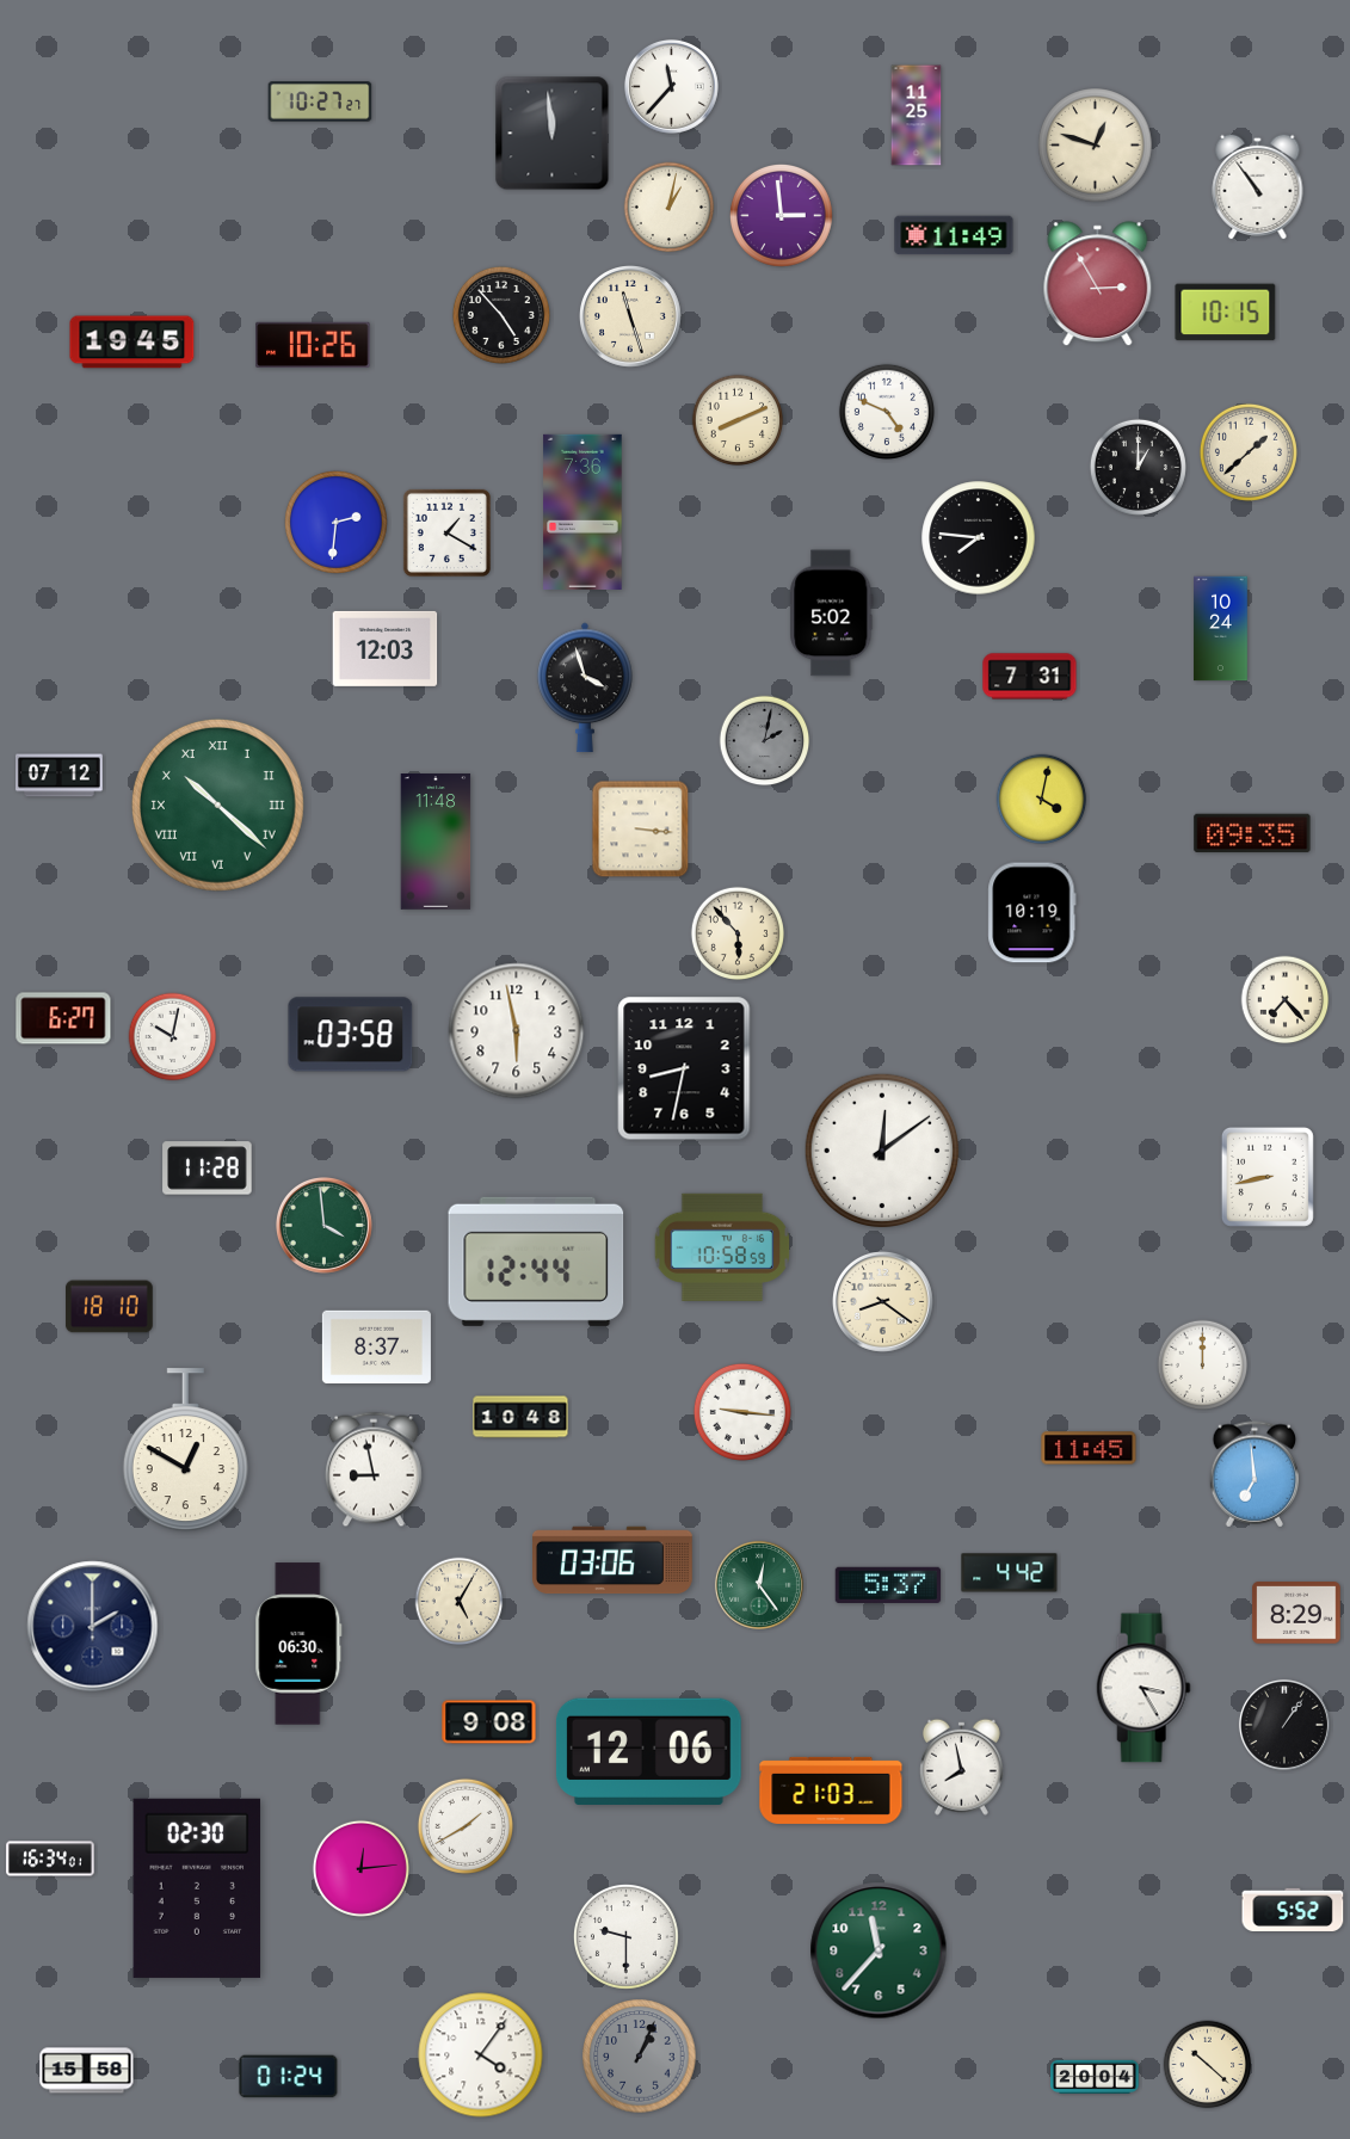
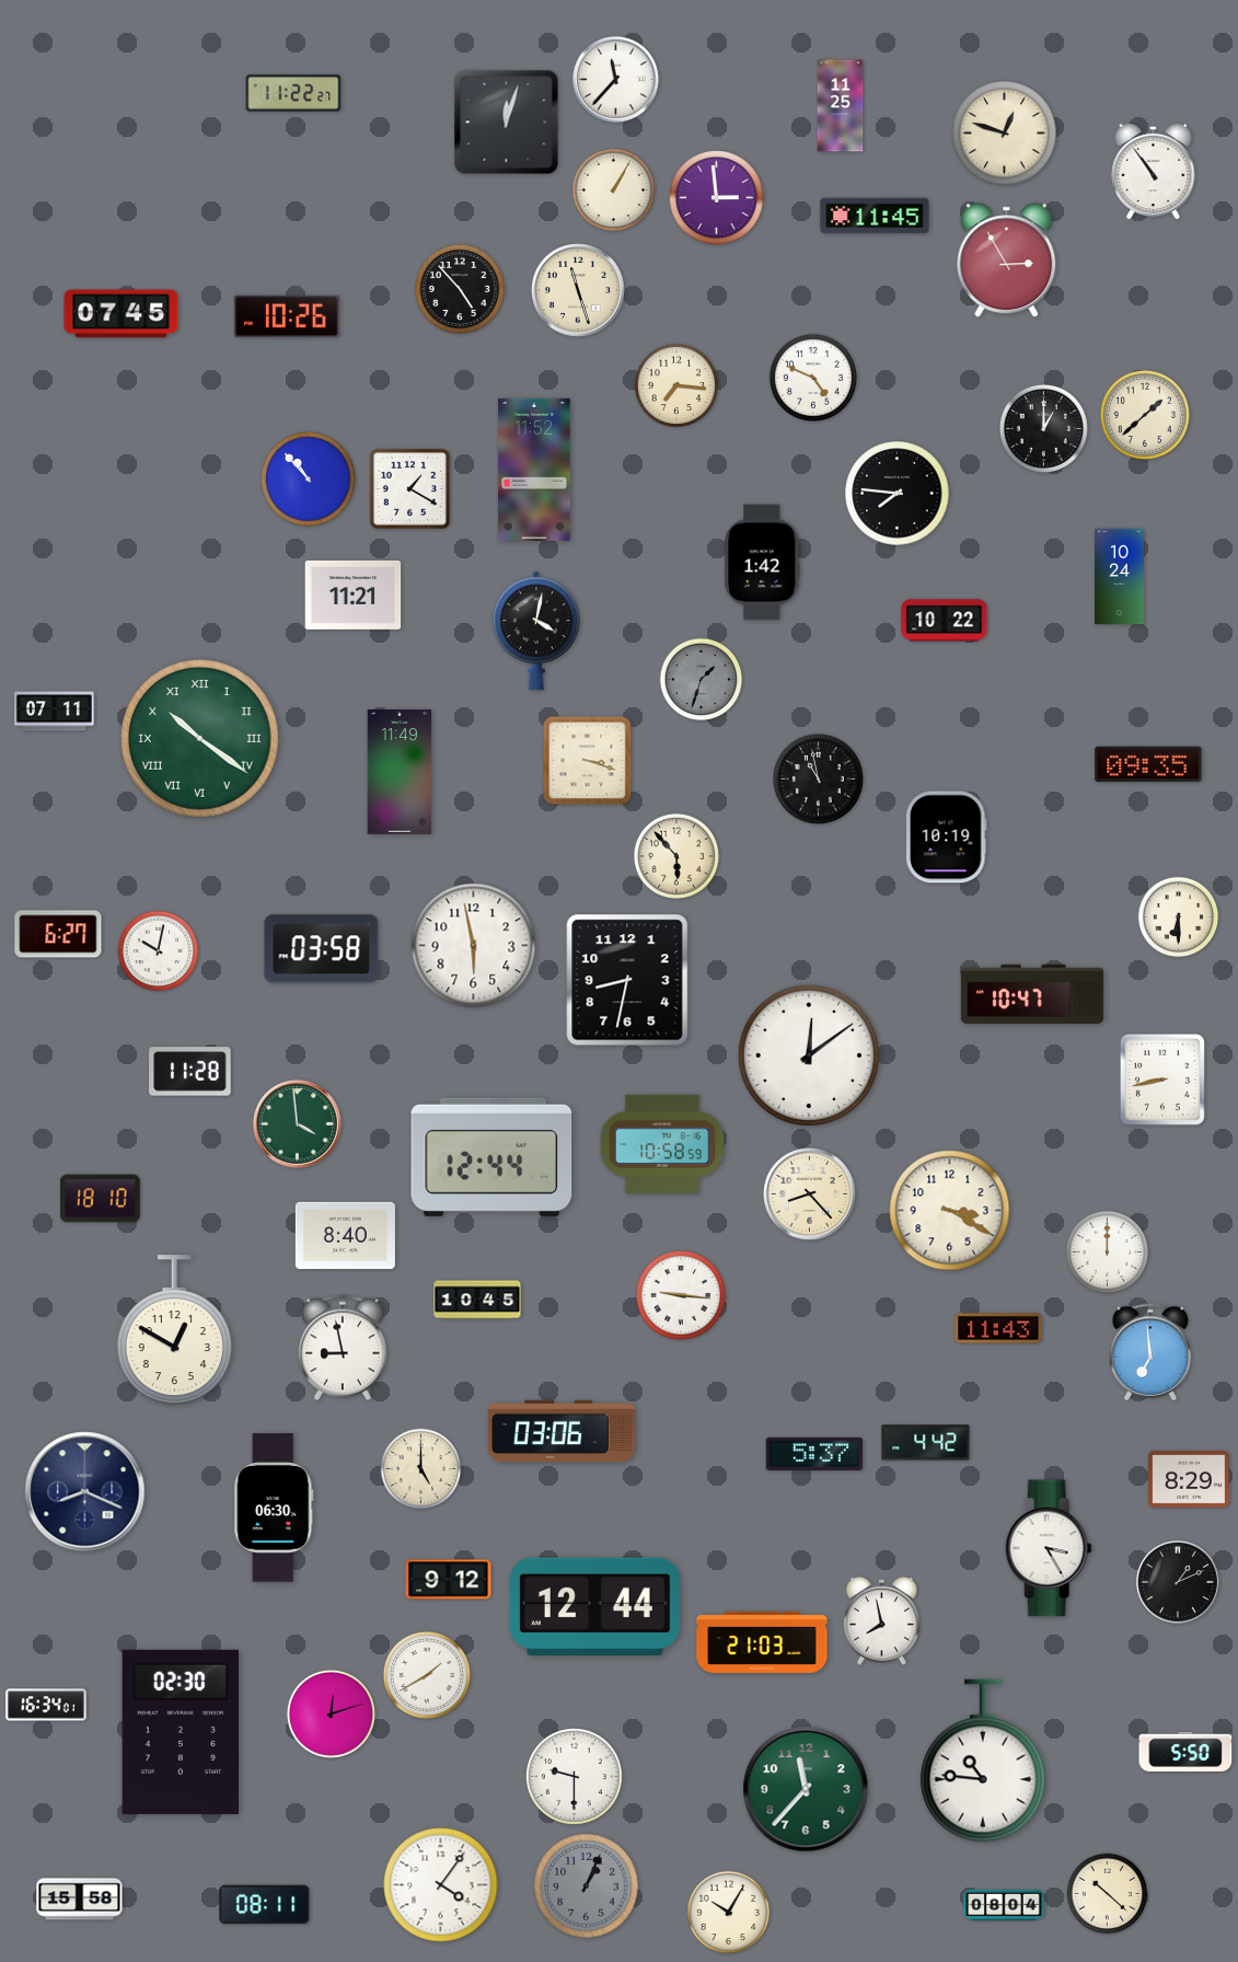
clock at (320, 101): 10:27 -> 11:22
clock at (553, 134): 11:59 -> 12:03
clock at (670, 208): 1:02 -> 1:05
clock at (954, 235): 11:49 -> 11:45
clock at (1226, 313): 10:15 -> none
clock at (132, 343): 19:45 -> 07:45
clock at (738, 420): 8:11 -> 7:16
clock at (582, 512): 7:36 -> 11:52
clock at (335, 522): 2:31 -> 10:53
clock at (832, 614): 5:02 -> 1:42
clock at (386, 648): 12:03 -> 11:21
clock at (1030, 677): 7:31 -> 10:22
clock at (585, 688): 3:57 -> 4:02
clock at (765, 741): 2:02 -> 1:33
clock at (60, 776): 07:12 -> 07:11
clock at (1042, 800): 4:02 -> none
clock at (217, 805): 10:22 -> 10:21
clock at (641, 830): 3:16 -> 3:18
clock at (436, 842): 11:48 -> 11:49
clock at (818, 778): none -> 10:58
clock at (1286, 1000): 7:23 -> 6:30
clock at (1032, 994): none -> 10:47
clock at (883, 1302): 8:21 -> 8:23
clock at (950, 1211): none -> 3:20
clock at (376, 1348): 8:37 -> 8:40
clock at (1203, 1366) position: (1203, 1366) -> (1108, 1253)
clock at (520, 1417): 10:48 -> 10:45
clock at (1089, 1448): 11:45 -> 11:43
clock at (185, 1450) position: (185, 1450) -> (174, 1330)
clock at (759, 1585): 12:24 -> none
clock at (460, 1602): 5:05 -> 5:00
clock at (93, 1627): 2:00 -> 8:19
clock at (489, 1722): 9:08 -> 9:12
clock at (1284, 1725): 1:06 -> 1:11
clock at (648, 1751): 12:06 -> 12:44
clock at (360, 1868): 12:14 -> 12:12
clock at (1293, 1910): 5:52 -> 5:50
clock at (984, 1761): none -> 10:46
clock at (289, 2077): 01:24 -> 08:11
clock at (1095, 2077): 20:04 -> 08:04
clock at (729, 1913): none -> 10:05
